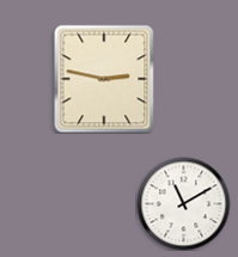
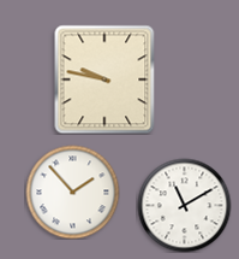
clock at (104, 79): 2:47 -> 9:47
clock at (72, 192): none -> 1:53
